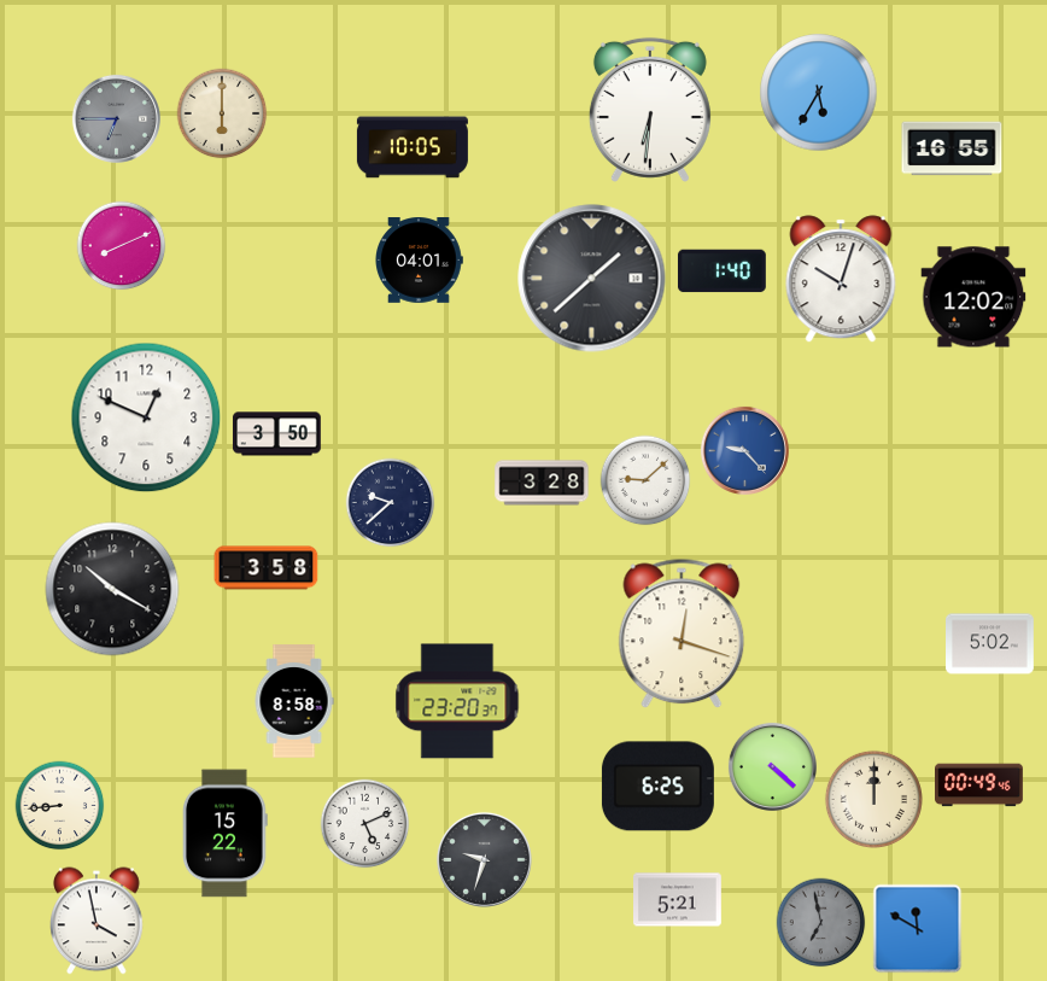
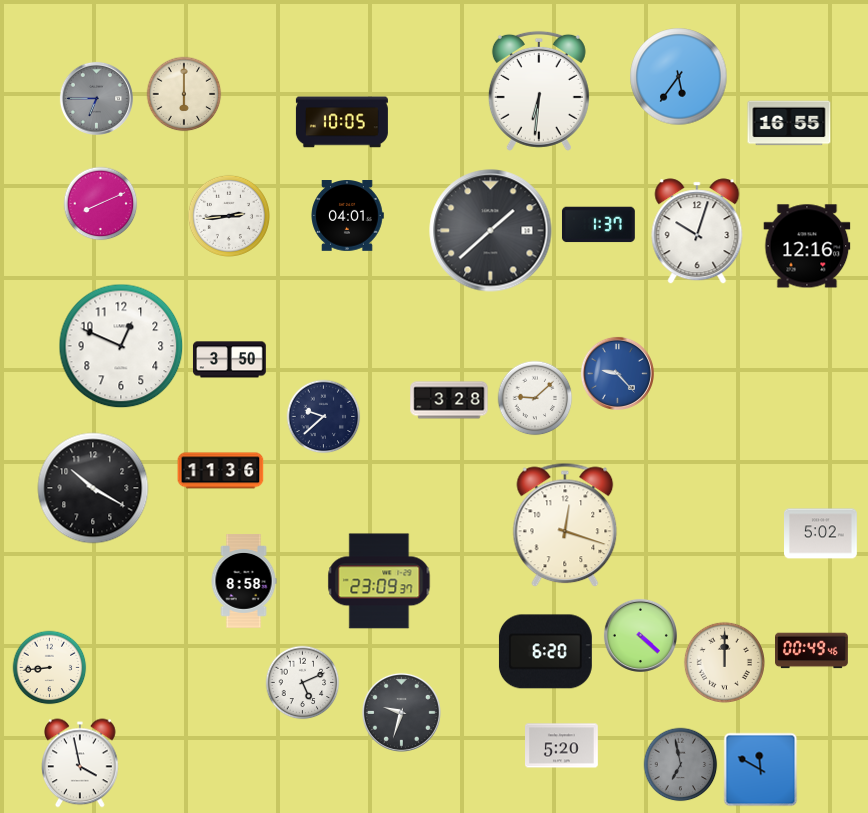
clock at (819, 93): 5:35 -> 5:36
clock at (229, 216): none -> 2:44
clock at (721, 271): 1:40 -> 1:37
clock at (973, 297): 12:02 -> 12:16
clock at (267, 568): 3:58 -> 11:36
clock at (457, 701): 23:20 -> 23:09
clock at (657, 787): 6:25 -> 6:20
clock at (226, 834): 15:22 -> none
clock at (678, 900): 5:21 -> 5:20
